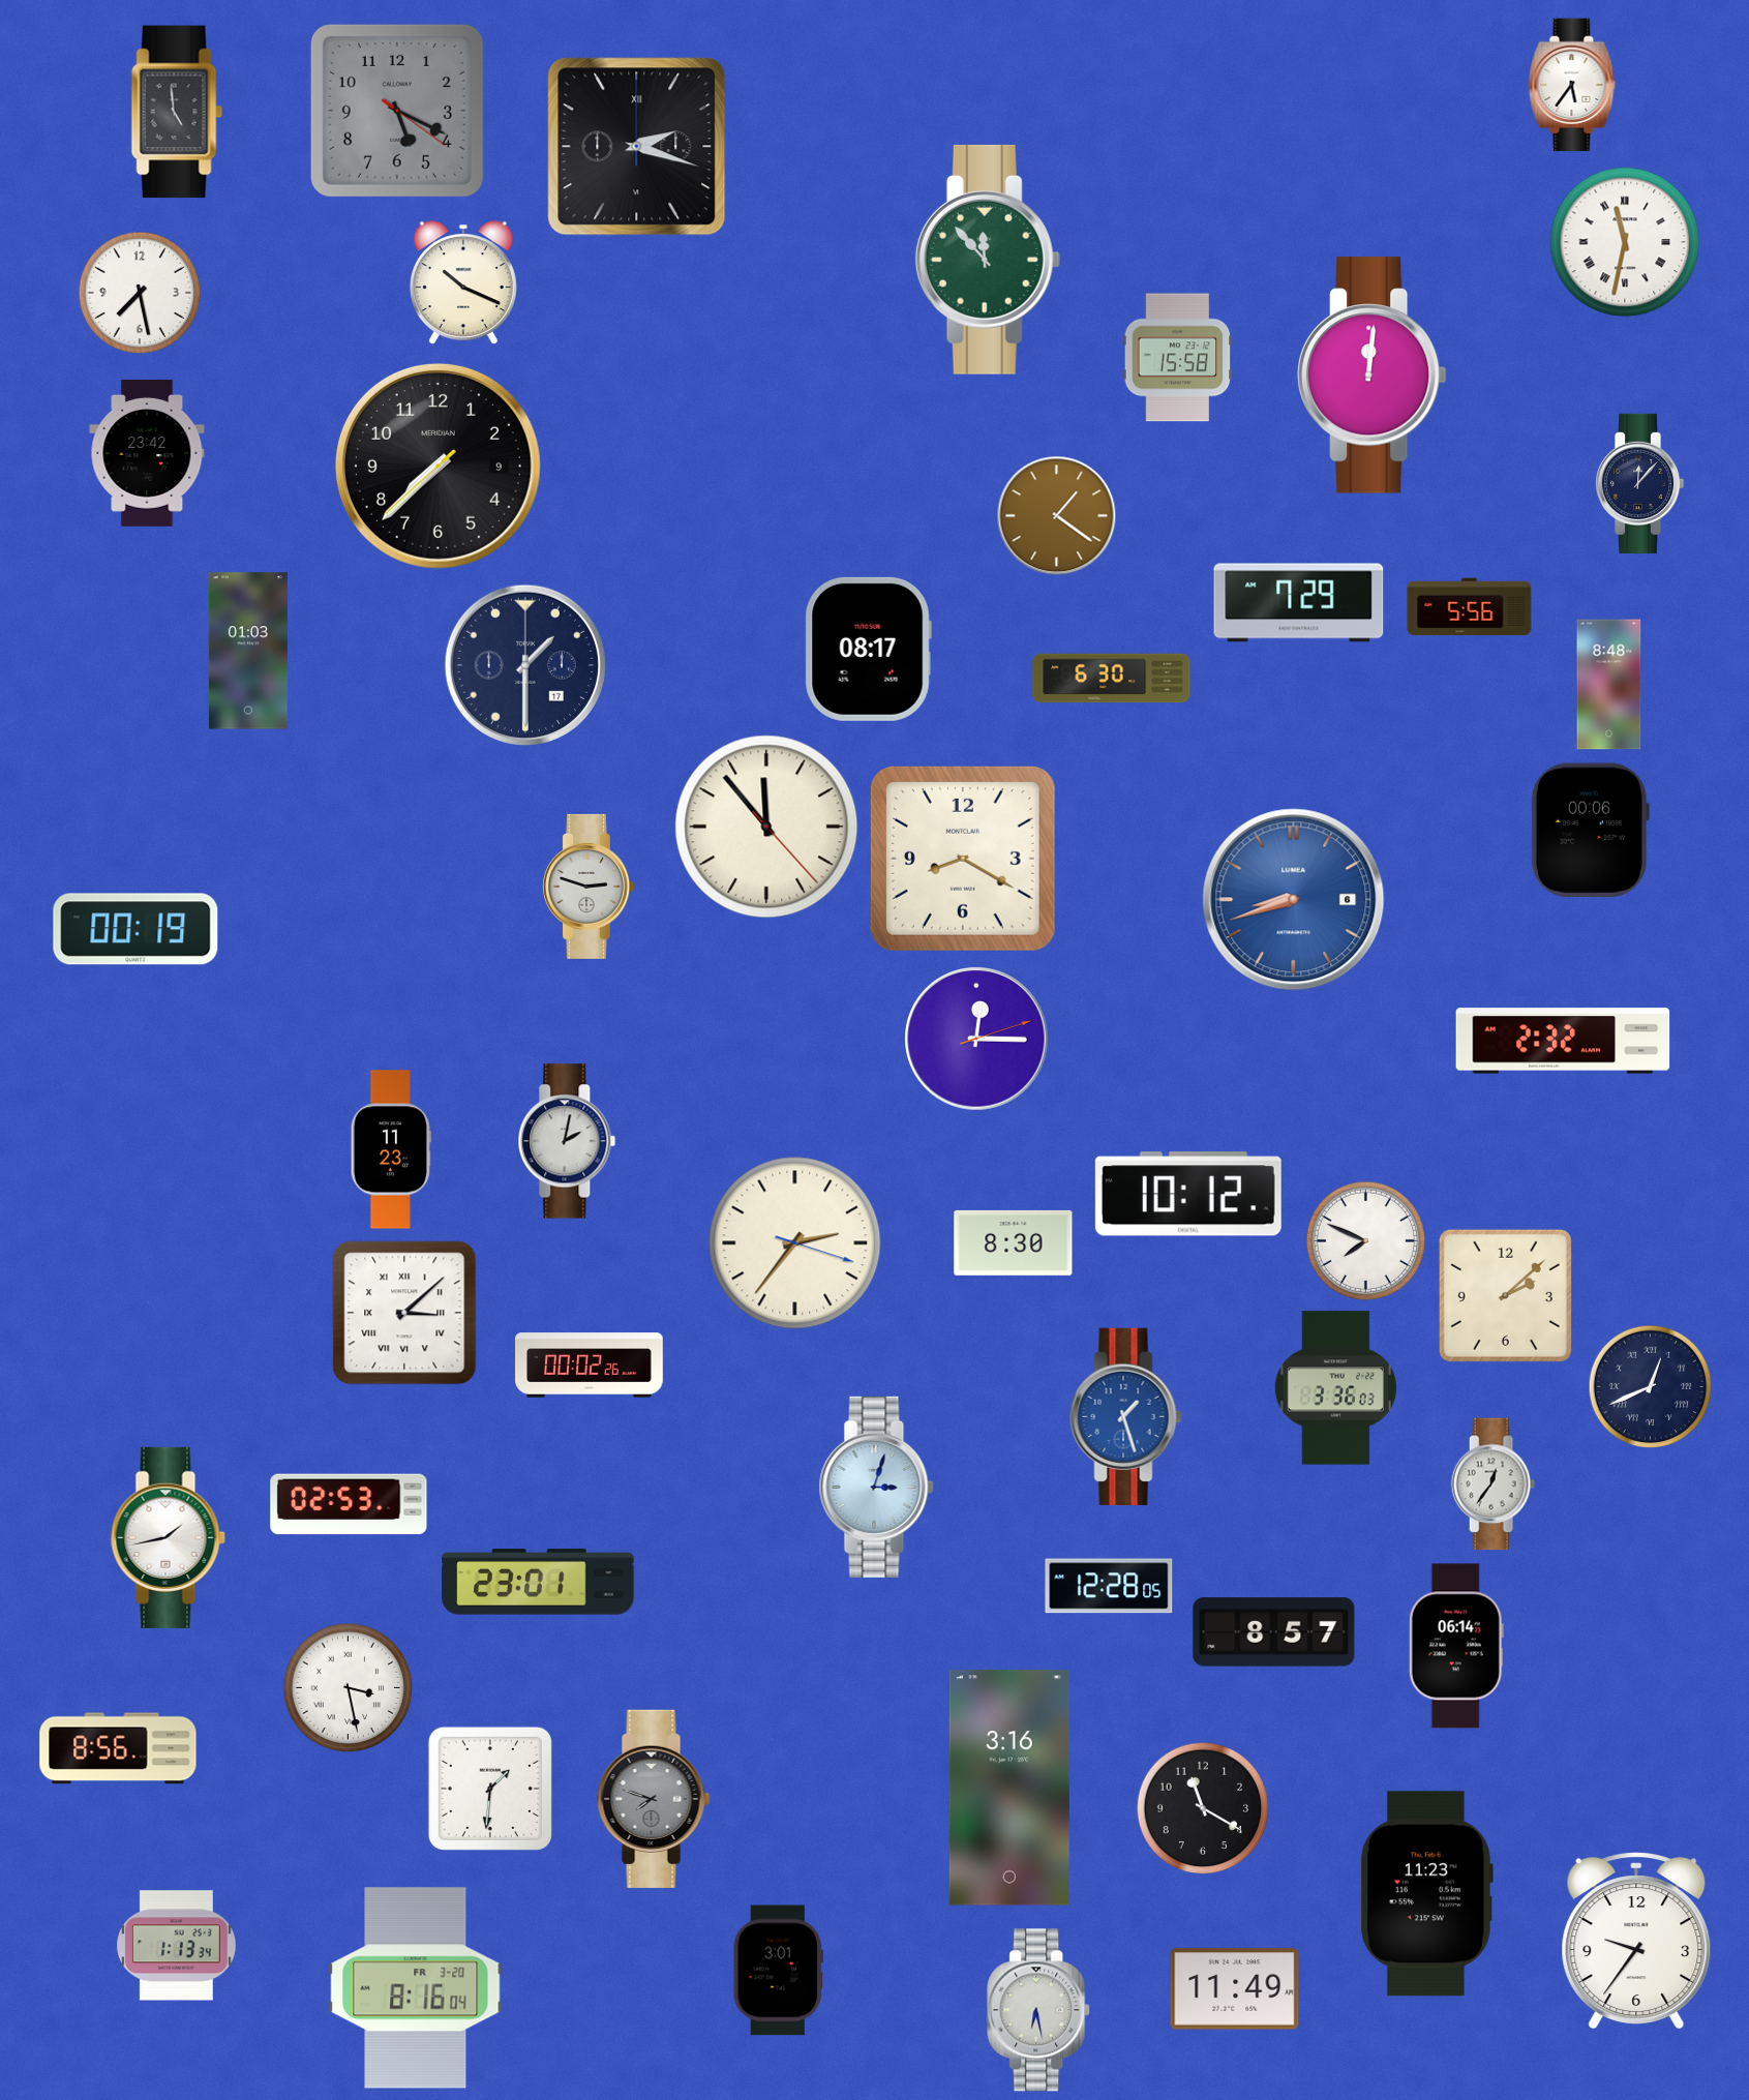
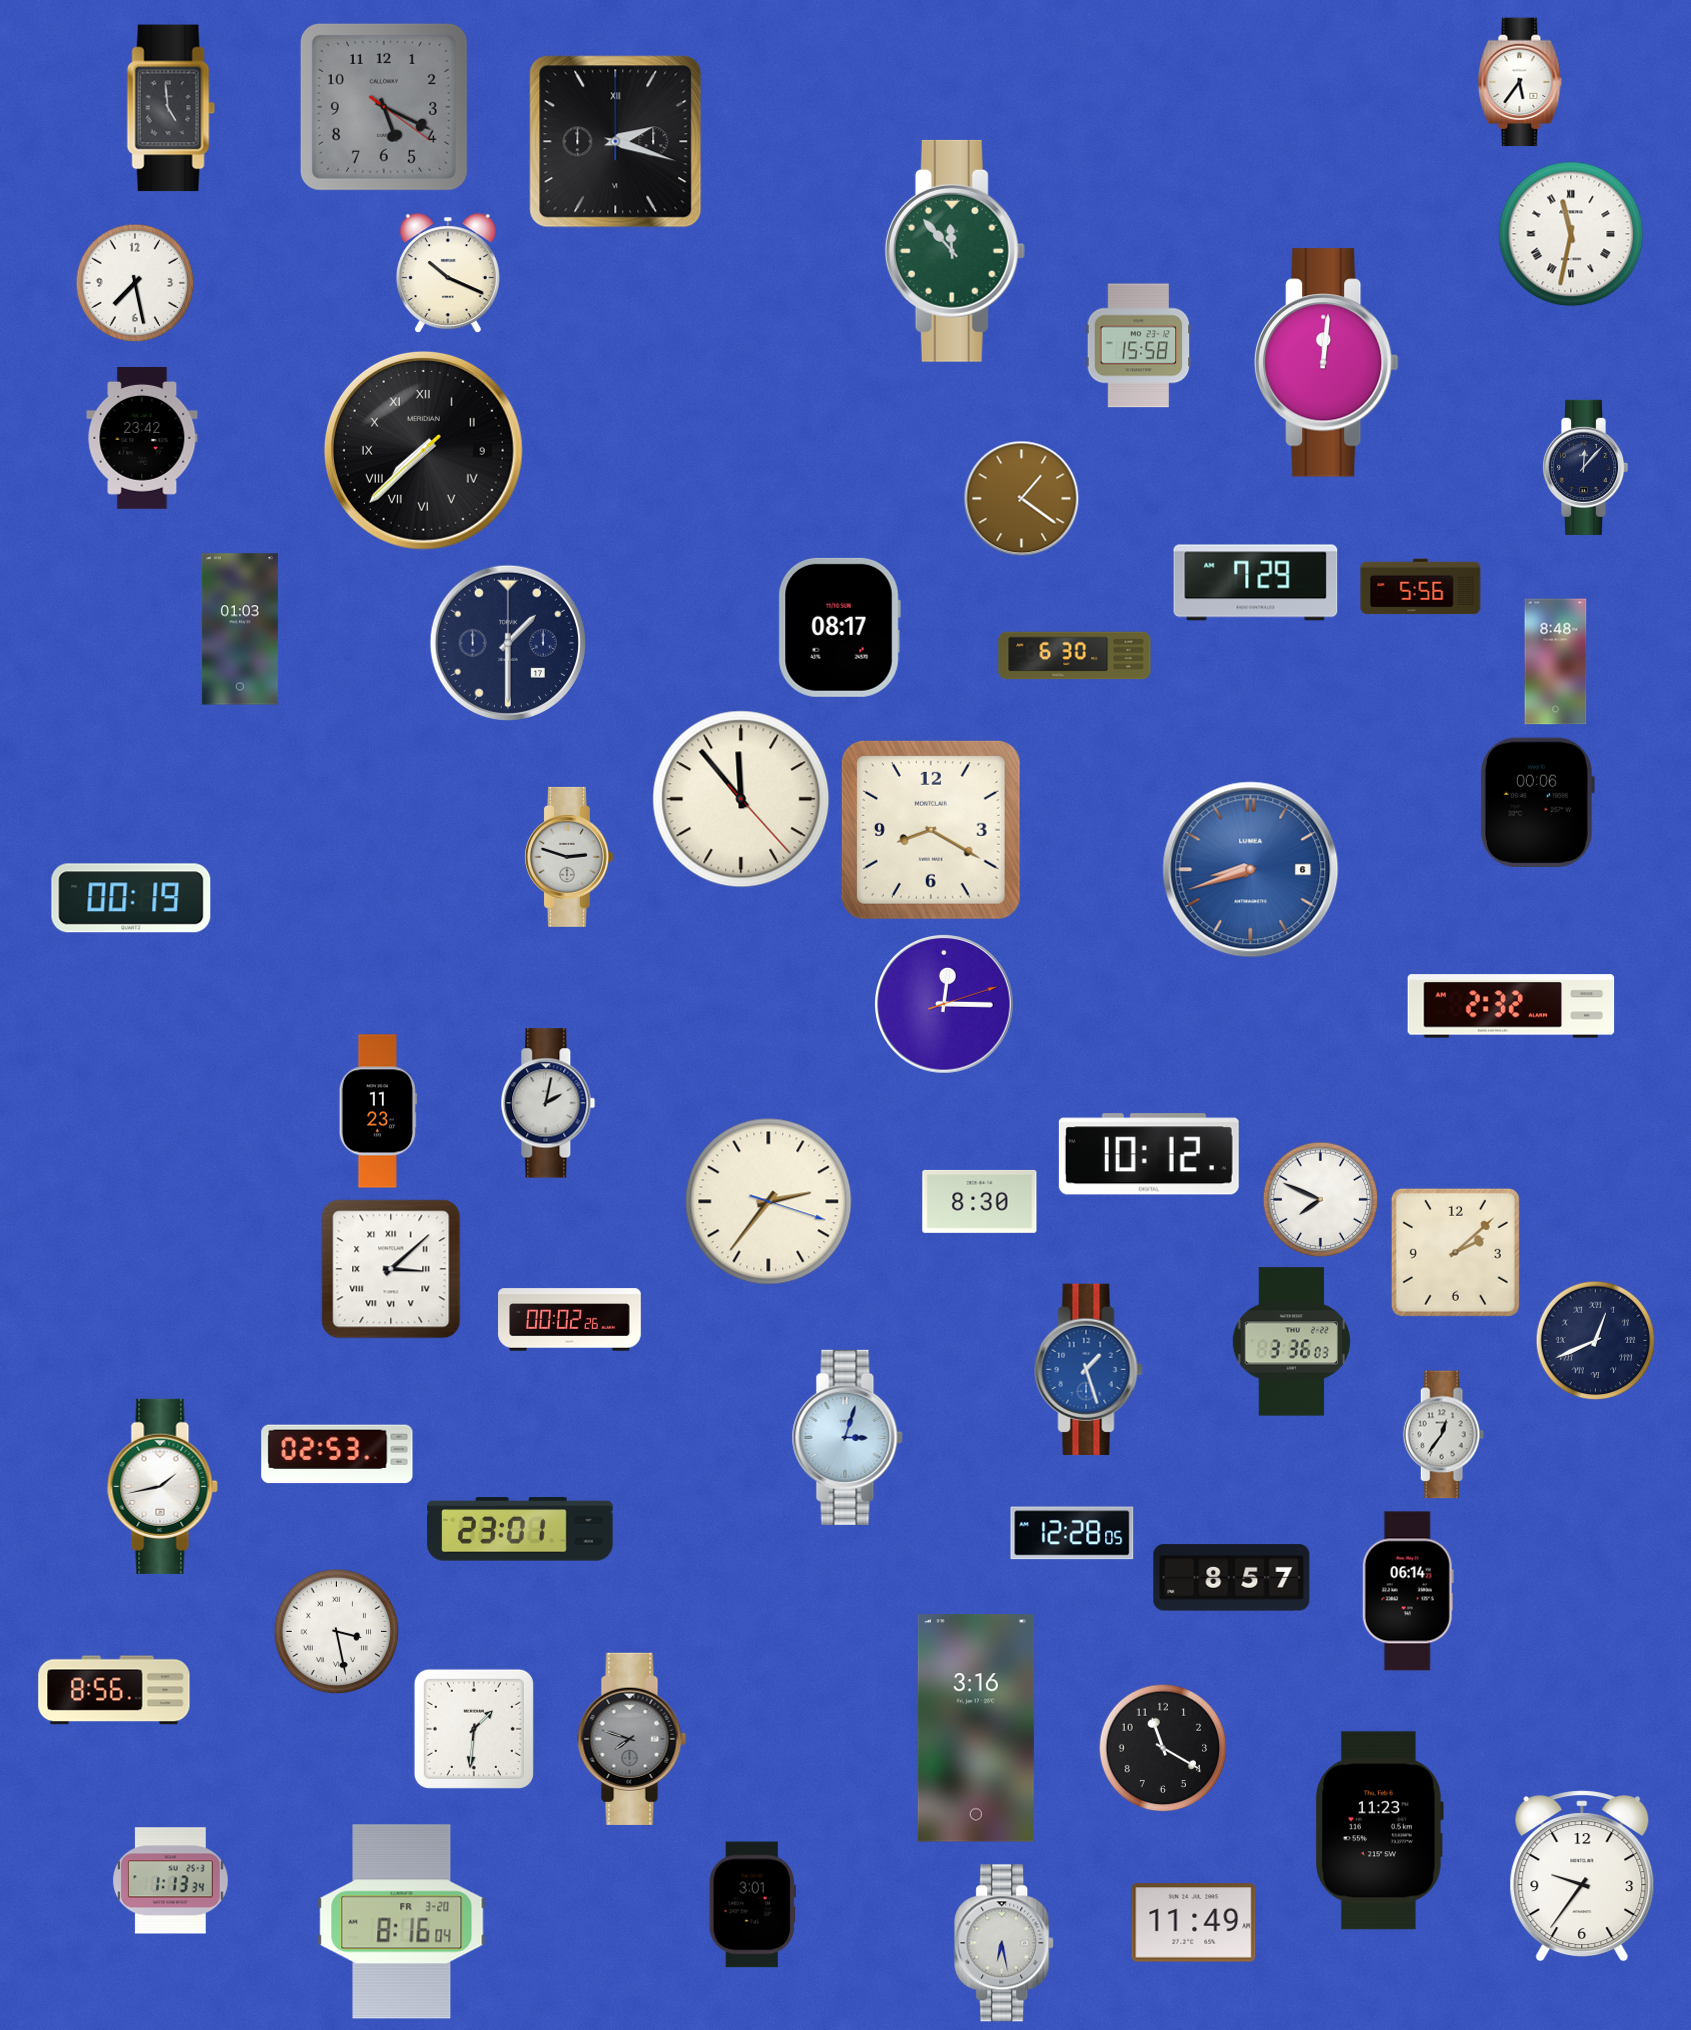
clock at (438, 466) numerals: Arabic -> Roman
